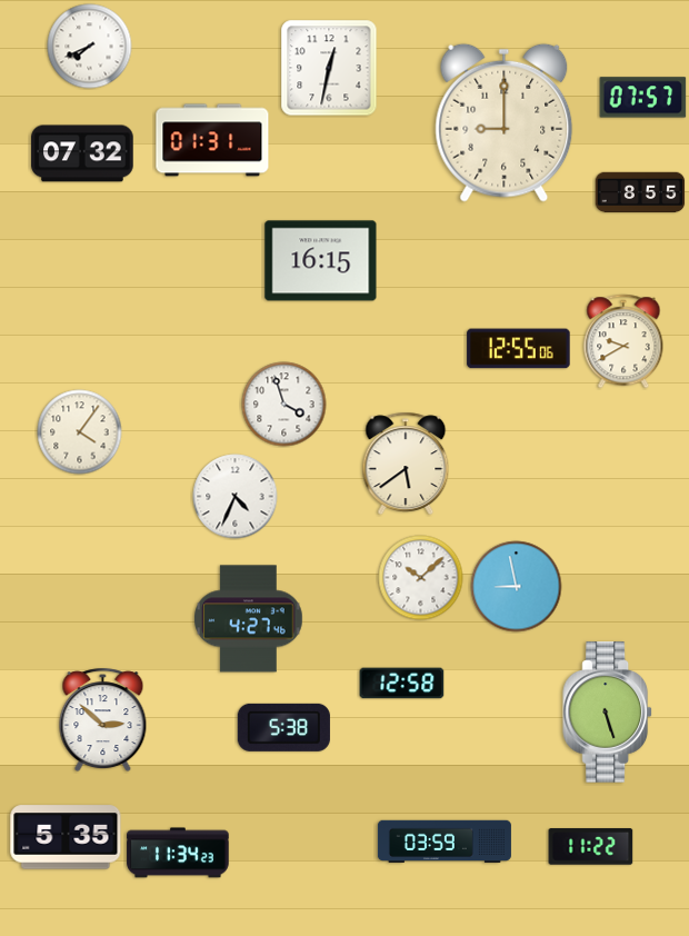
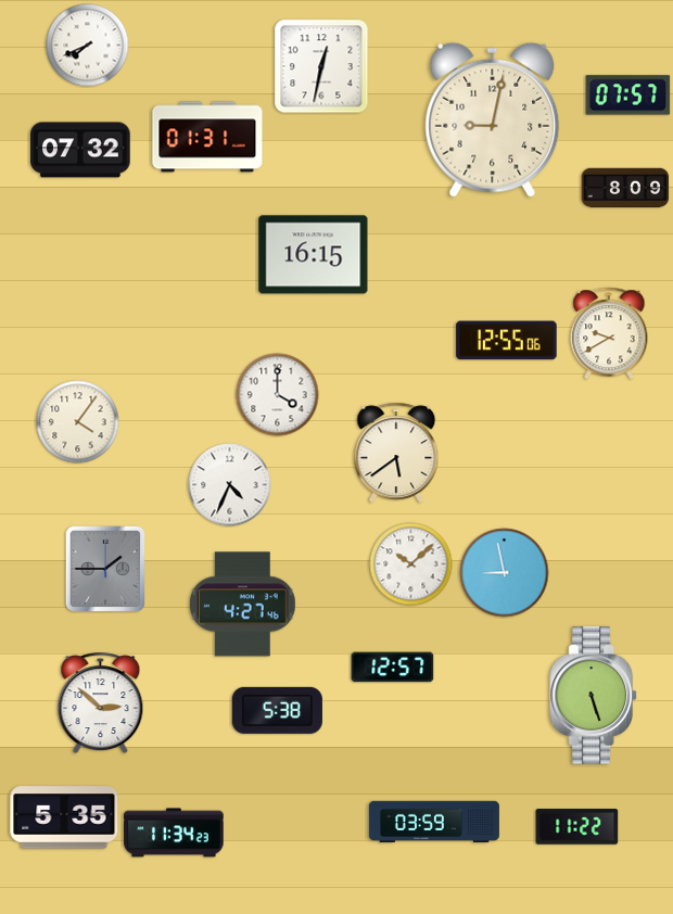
clock at (505, 122): 9:00 -> 9:02
clock at (640, 192): 8:55 -> 8:09
clock at (284, 405): 3:57 -> 4:00
clock at (105, 569): none -> 1:45
clock at (402, 684): 12:58 -> 12:57
